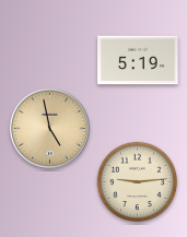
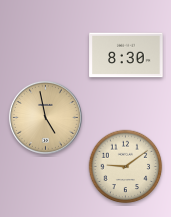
clock at (138, 60): 5:19 -> 8:30
clock at (138, 182): 9:14 -> 9:09
